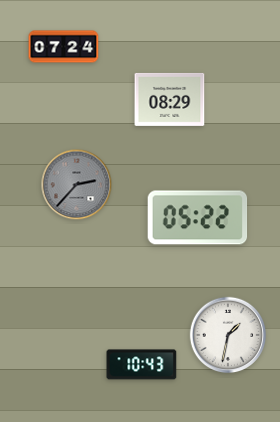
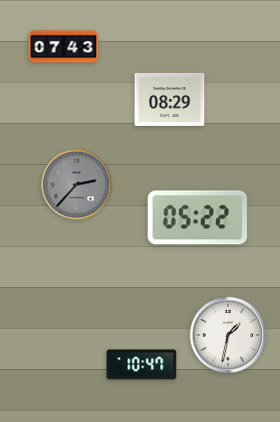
clock at (64, 47): 07:24 -> 07:43
clock at (142, 365): 10:43 -> 10:47
